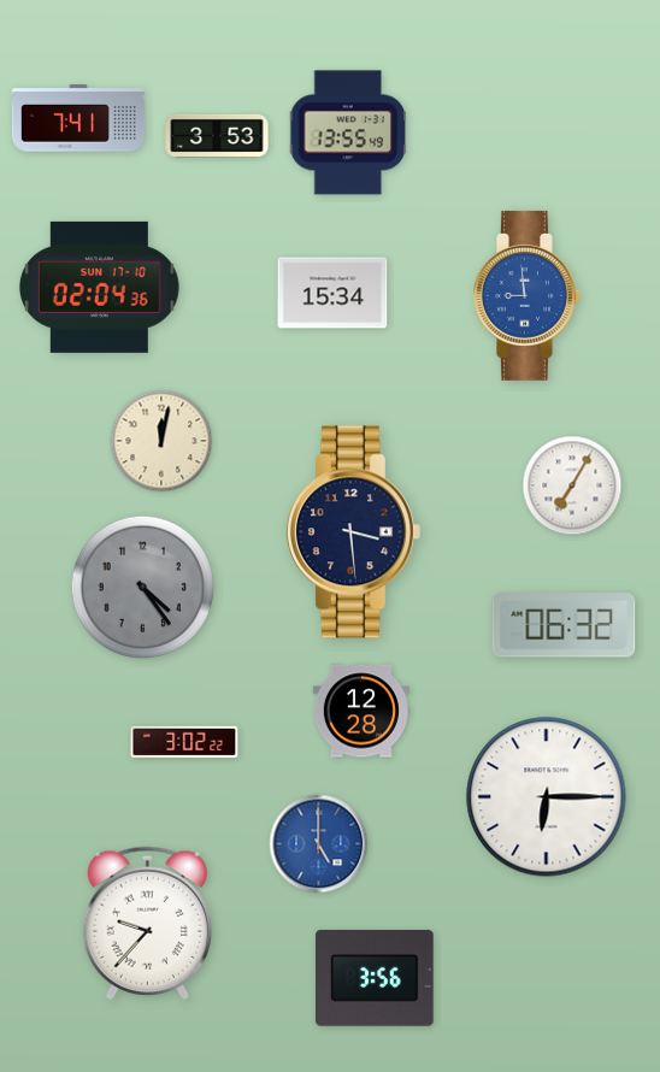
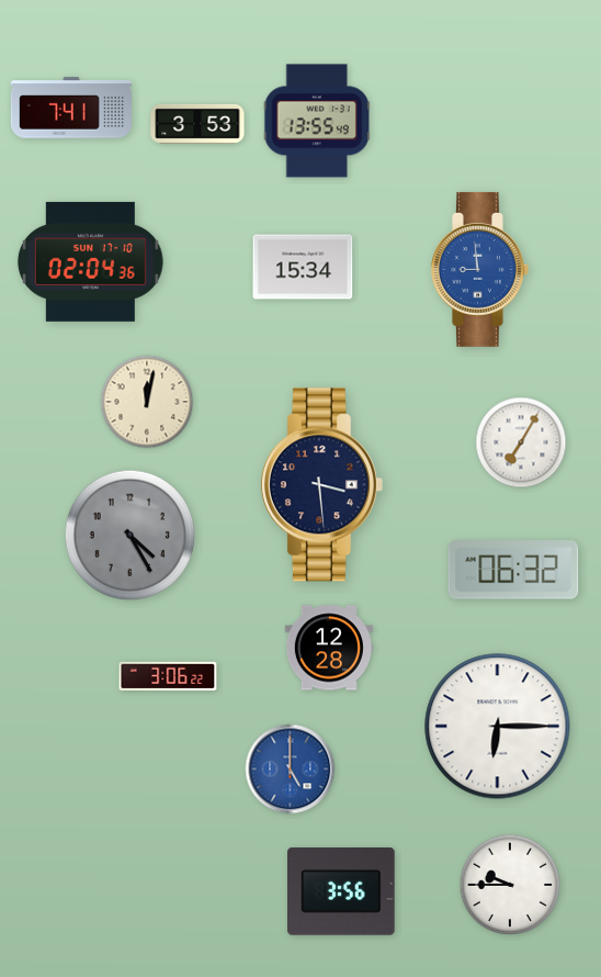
clock at (142, 587): 4:24 -> 4:25
clock at (184, 742): 3:02 -> 3:06
clock at (147, 923): 9:37 -> none
clock at (510, 885): none -> 9:45
